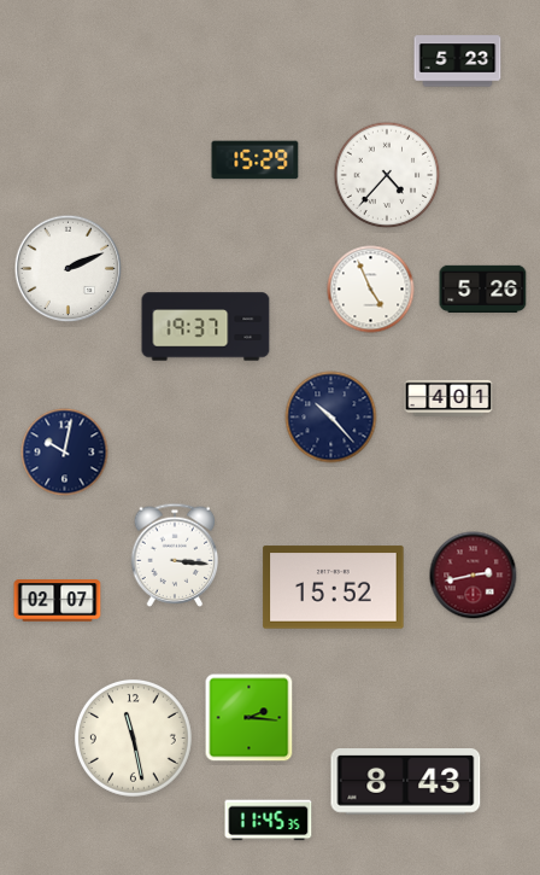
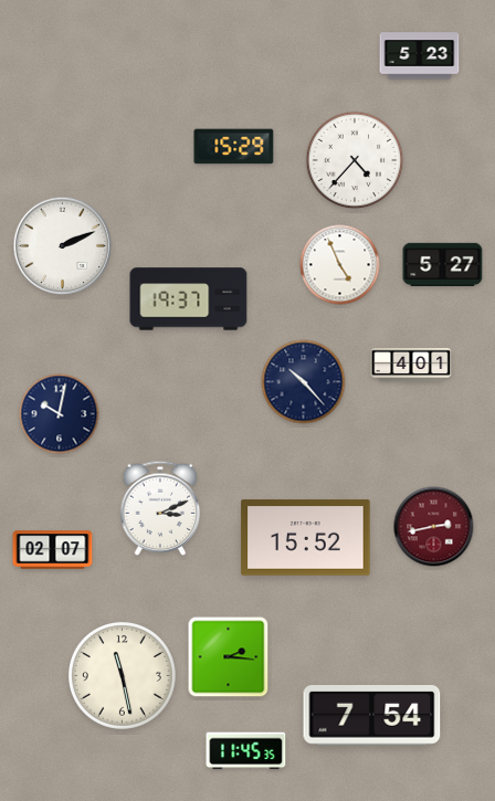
clock at (483, 288): 5:26 -> 5:27
clock at (175, 555): 3:16 -> 3:11
clock at (406, 782): 8:43 -> 7:54
